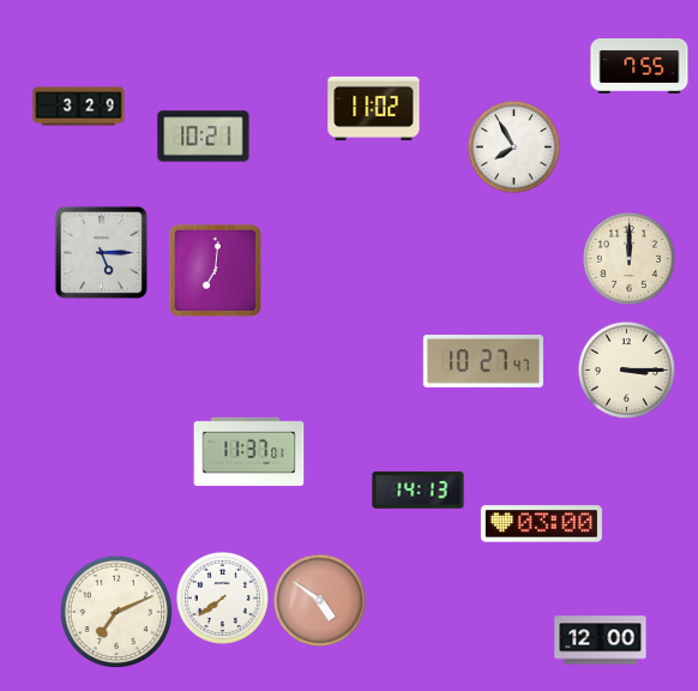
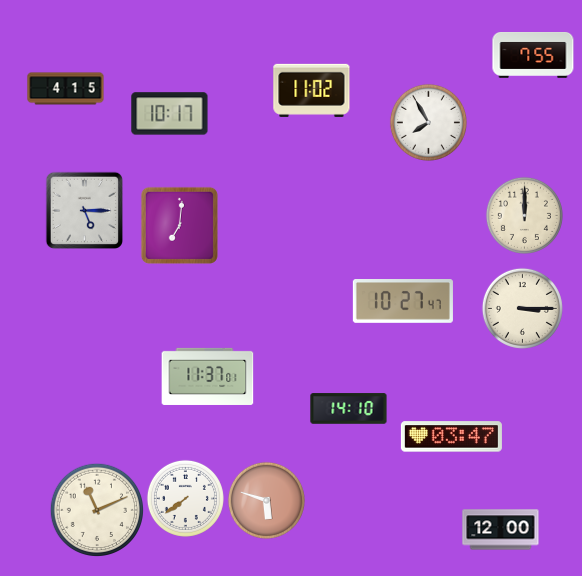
clock at (79, 107): 3:29 -> 4:15
clock at (204, 137): 10:21 -> 10:17
clock at (419, 491): 14:13 -> 14:10
clock at (541, 524): 03:00 -> 03:47
clock at (319, 600): 4:51 -> 5:48
clock at (115, 611): 7:11 -> 11:11
clock at (601, 641) position: (601, 641) -> (501, 530)
